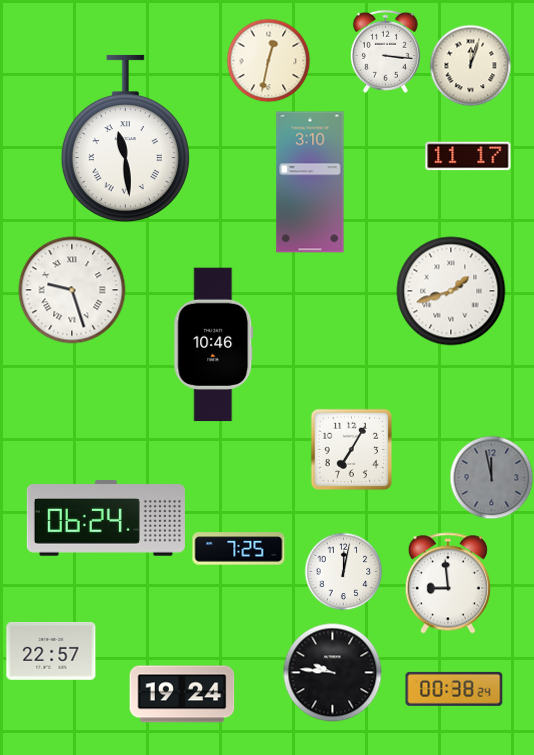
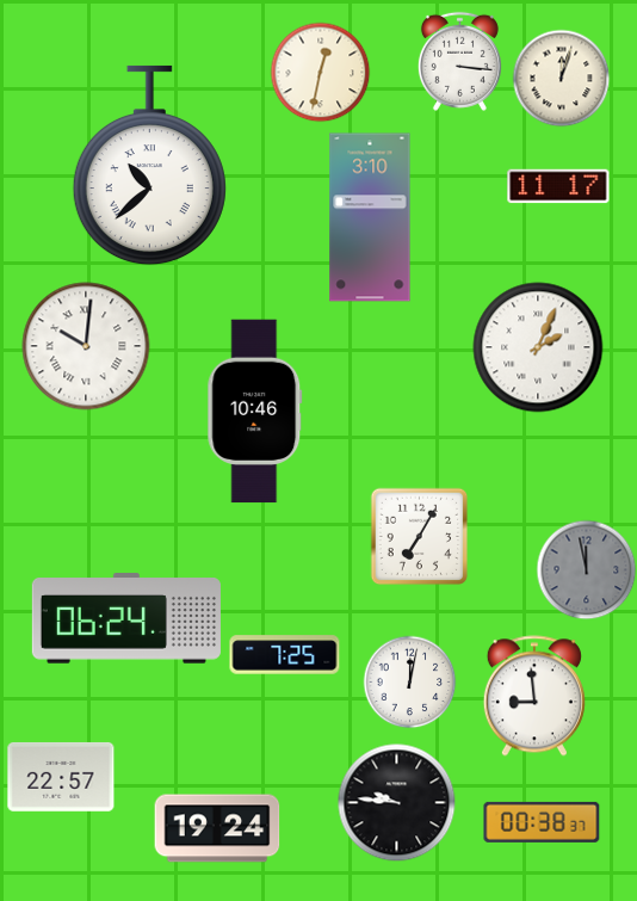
clock at (125, 139): 11:29 -> 10:38
clock at (72, 290): 9:27 -> 10:01
clock at (451, 291): 1:42 -> 2:04
clock at (454, 689): 00:38:24 -> 00:38:37
